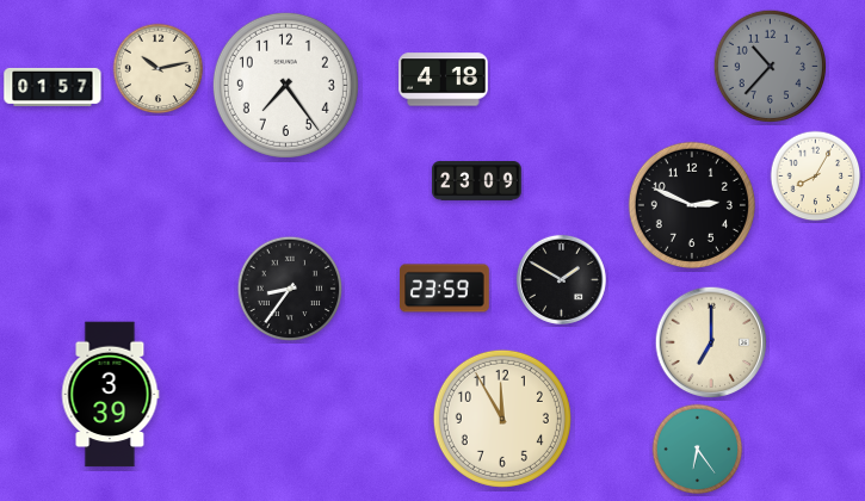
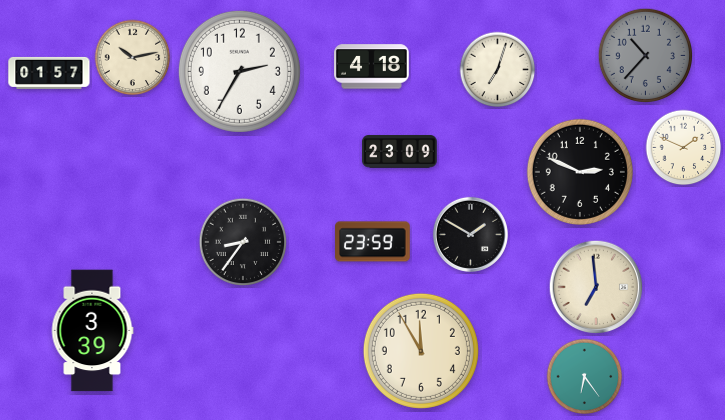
clock at (498, 70): none -> 7:03
clock at (285, 85): 7:24 -> 2:35
clock at (52, 87) position: (52, 87) -> (49, 73)
clock at (816, 177): 8:05 -> 1:49
clock at (711, 342): 7:00 -> 6:59
